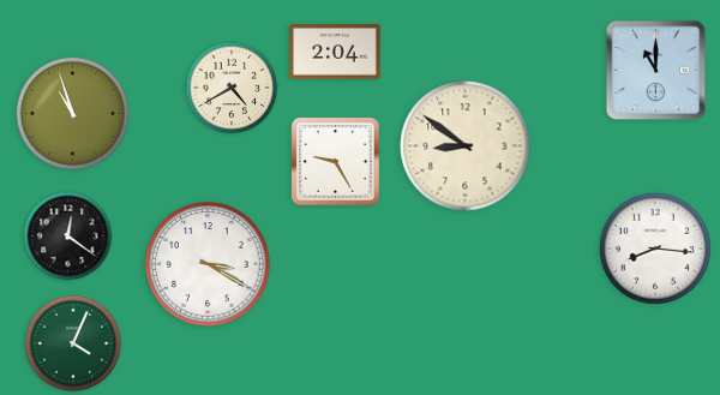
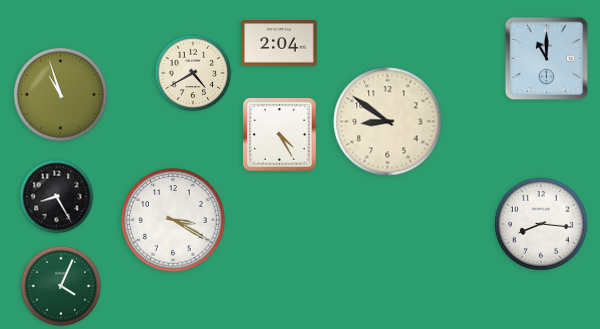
clock at (335, 161): 9:25 -> 4:25
clock at (68, 237): 12:21 -> 8:25
clock at (655, 249) position: (655, 249) -> (541, 224)
